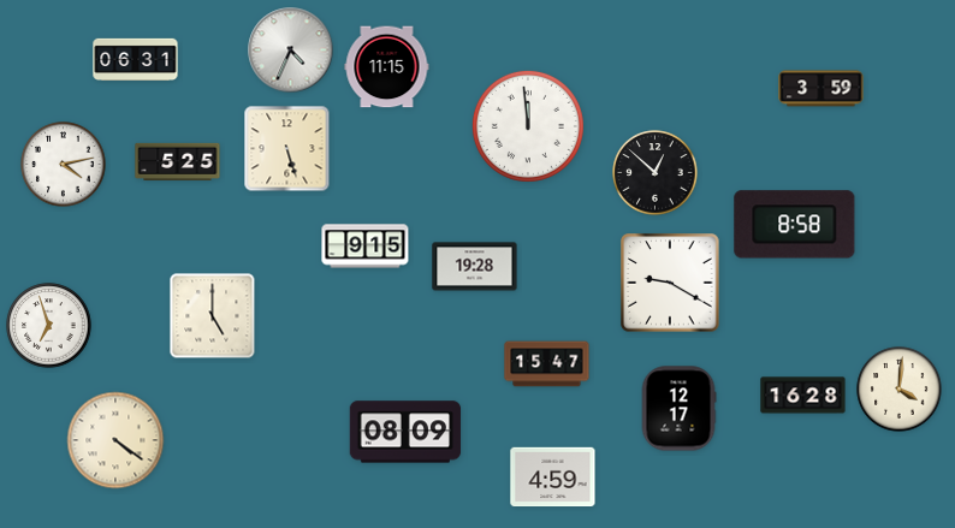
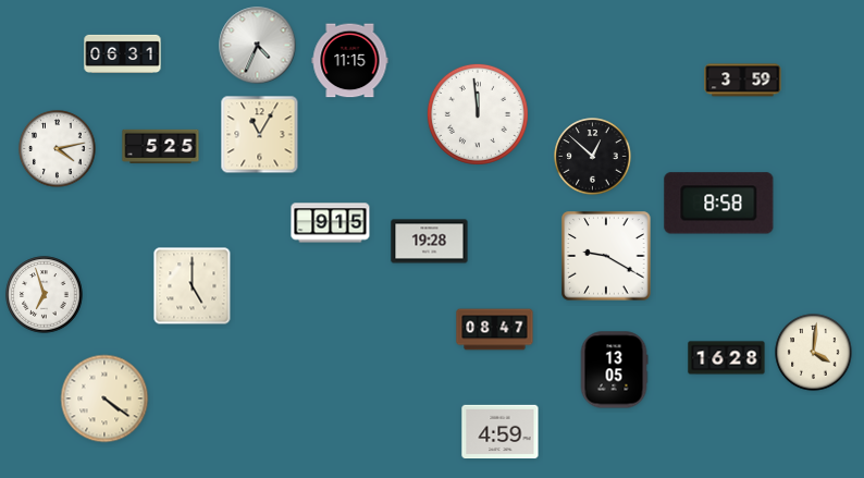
clock at (291, 51) position: (291, 51) -> (258, 46)
clock at (287, 149): 5:27 -> 11:05
clock at (547, 364): 15:47 -> 08:47
clock at (678, 409): 12:17 -> 13:05
clock at (405, 432): 08:09 -> none
